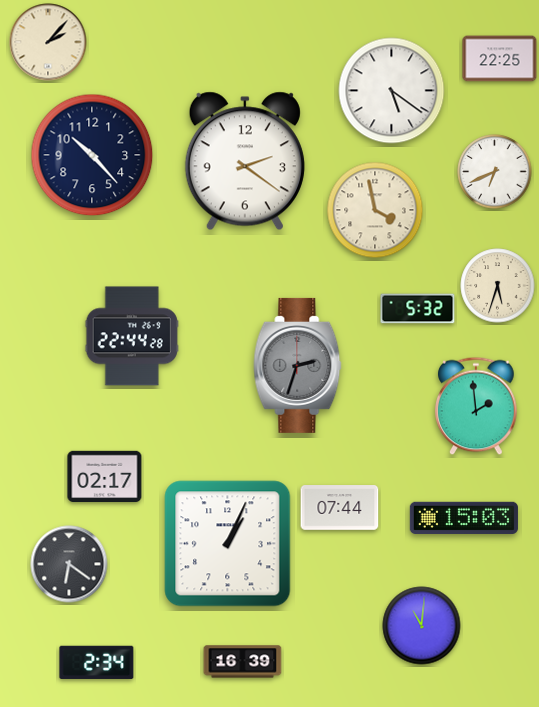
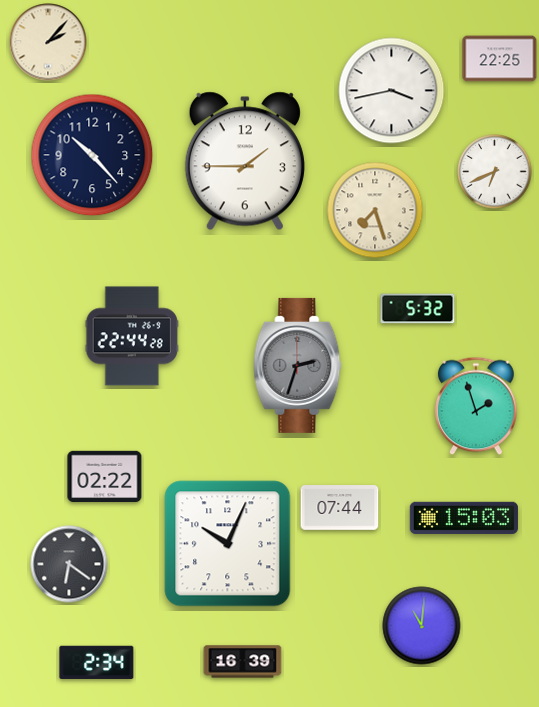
clock at (392, 91): 5:21 -> 3:43
clock at (245, 161): 2:21 -> 1:45
clock at (375, 210): 3:58 -> 7:27
clock at (498, 286): 5:33 -> none
clock at (476, 406): 1:59 -> 1:57
clock at (105, 477): 02:17 -> 02:22
clock at (228, 544): 1:04 -> 10:04
